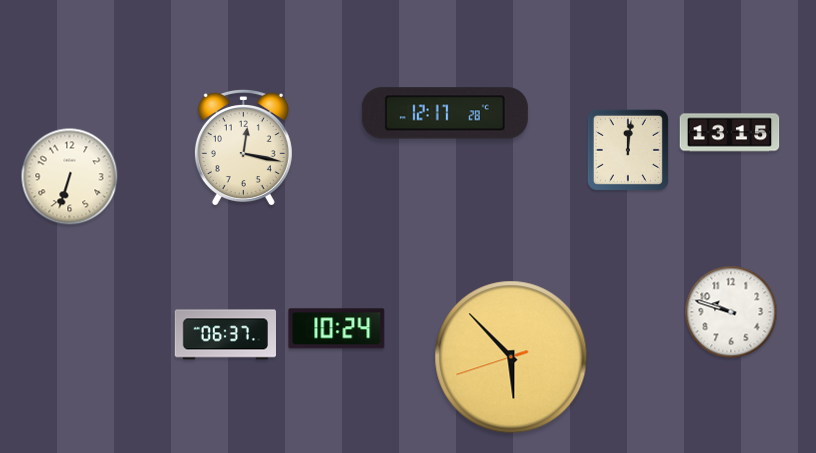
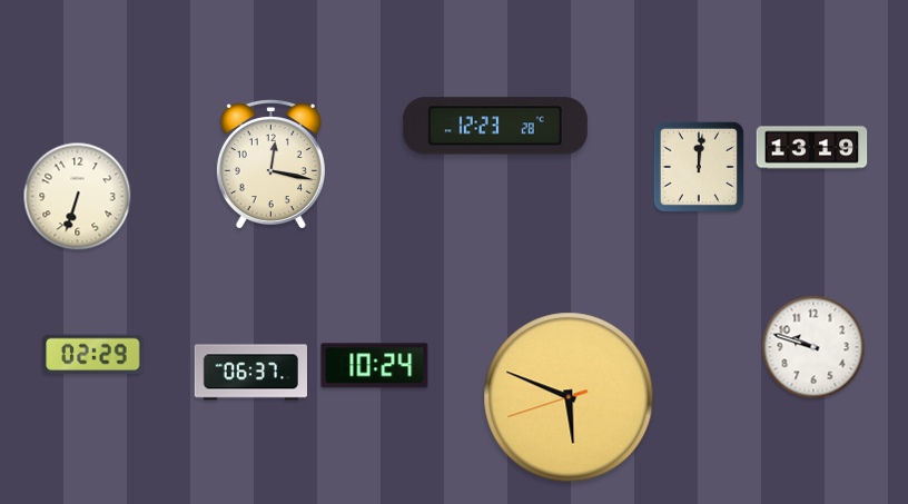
clock at (445, 113): 12:17 -> 12:23
clock at (730, 133): 13:15 -> 13:19
clock at (93, 355): none -> 02:29
clock at (511, 357): 5:52 -> 5:48
